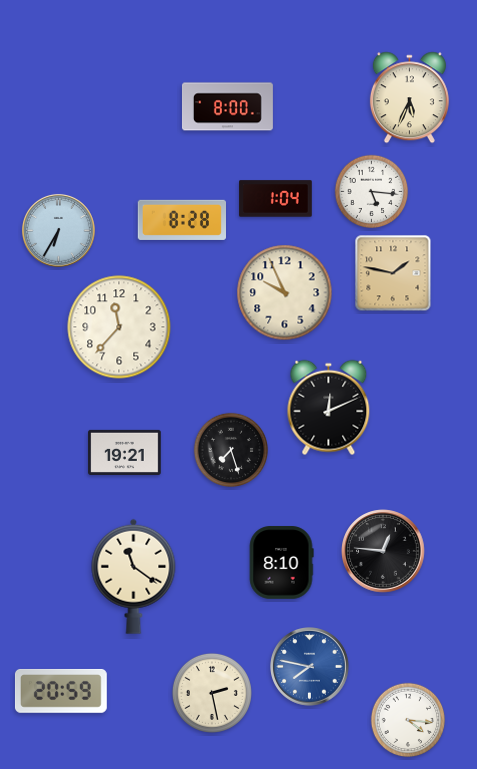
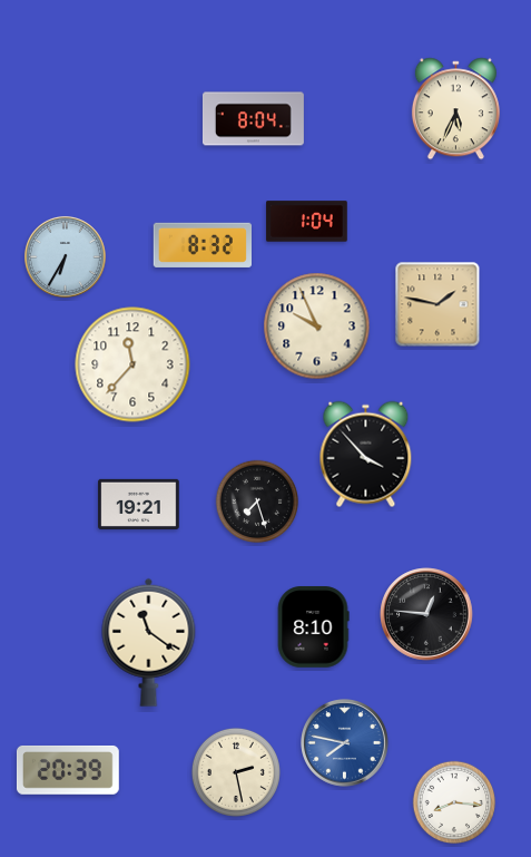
clock at (227, 107): 8:00 -> 8:04
clock at (372, 192): 5:16 -> none
clock at (181, 220): 8:28 -> 8:32
clock at (329, 408): 12:11 -> 3:53
clock at (61, 691): 20:59 -> 20:39
clock at (408, 720): 4:16 -> 8:16
